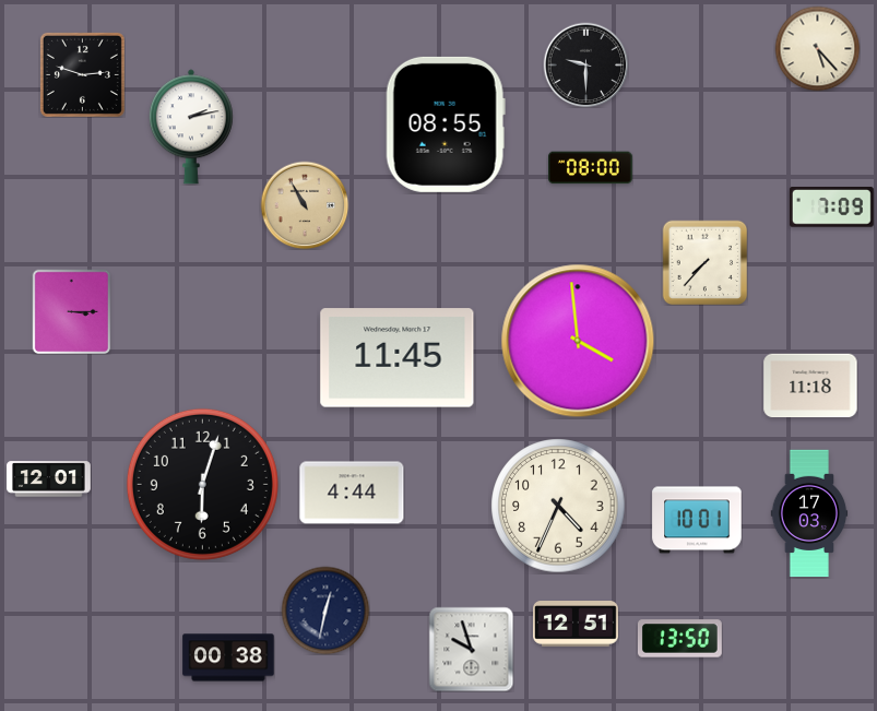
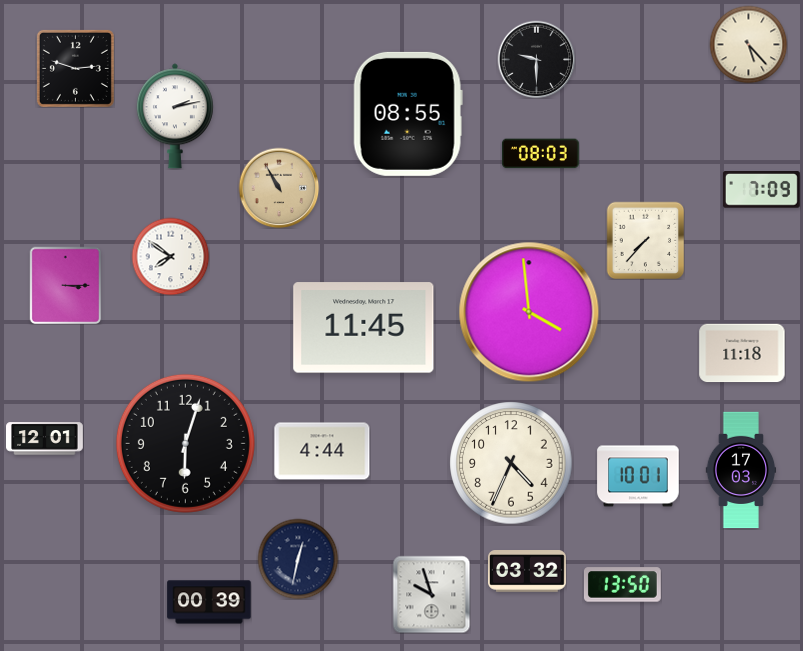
clock at (590, 168): 08:00 -> 08:03
clock at (170, 256): none -> 7:51
clock at (577, 625): 12:51 -> 03:32
clock at (228, 657): 00:38 -> 00:39
